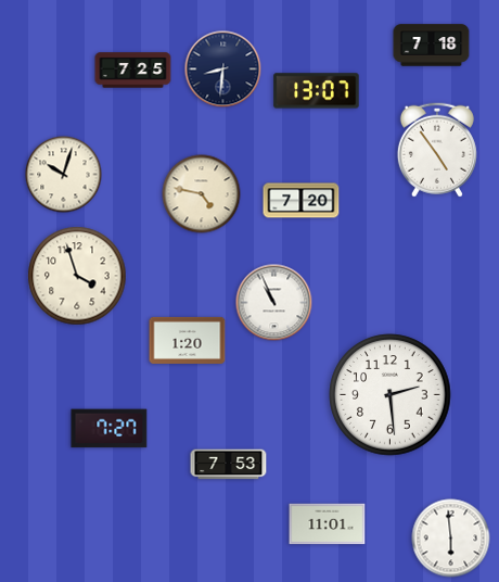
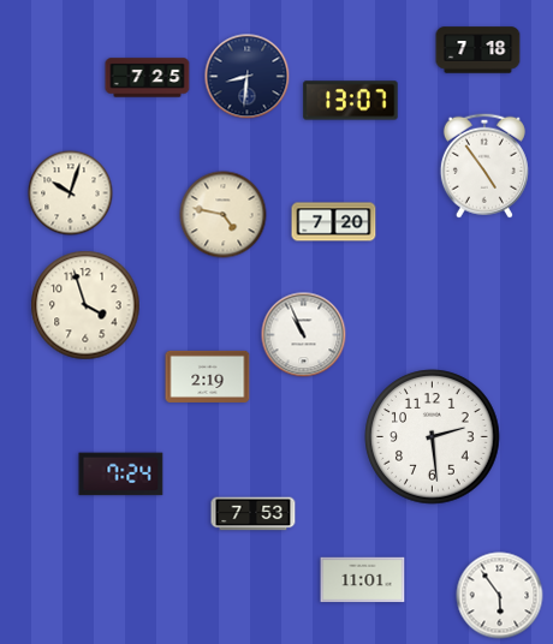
clock at (188, 340): 1:20 -> 2:19
clock at (110, 429): 7:27 -> 7:24
clock at (451, 539): 5:59 -> 5:54
